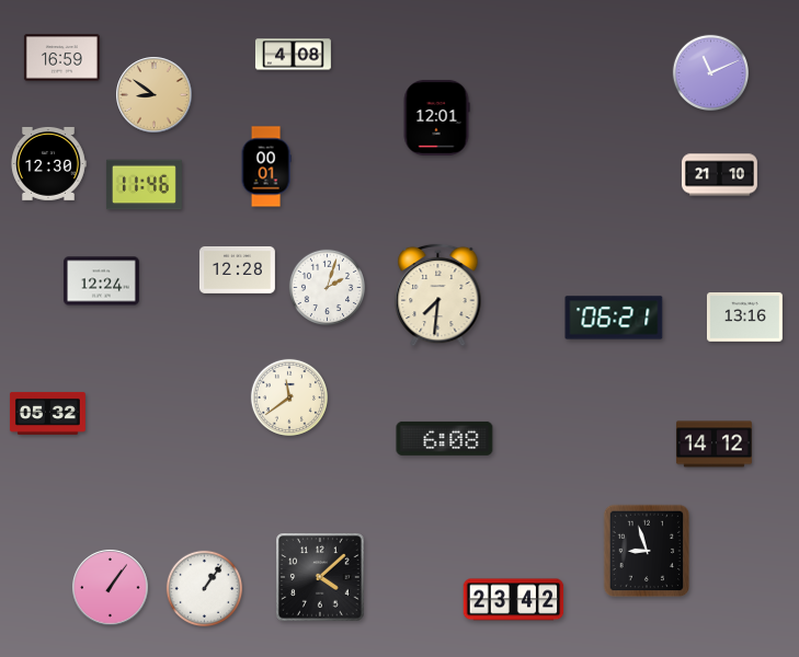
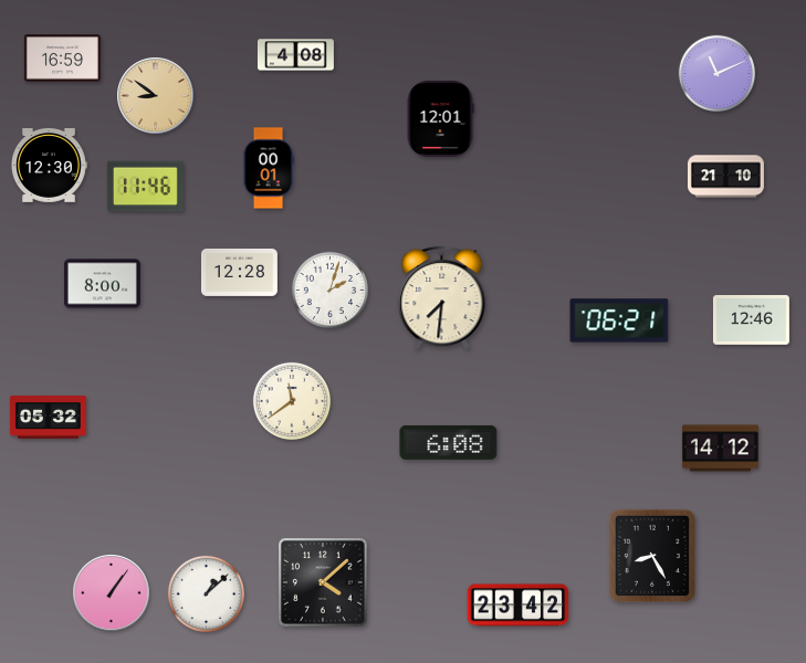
clock at (101, 281): 12:24 -> 8:00
clock at (744, 318): 13:16 -> 12:46
clock at (647, 551): 8:57 -> 8:25
clock at (205, 589): 1:06 -> 1:08
